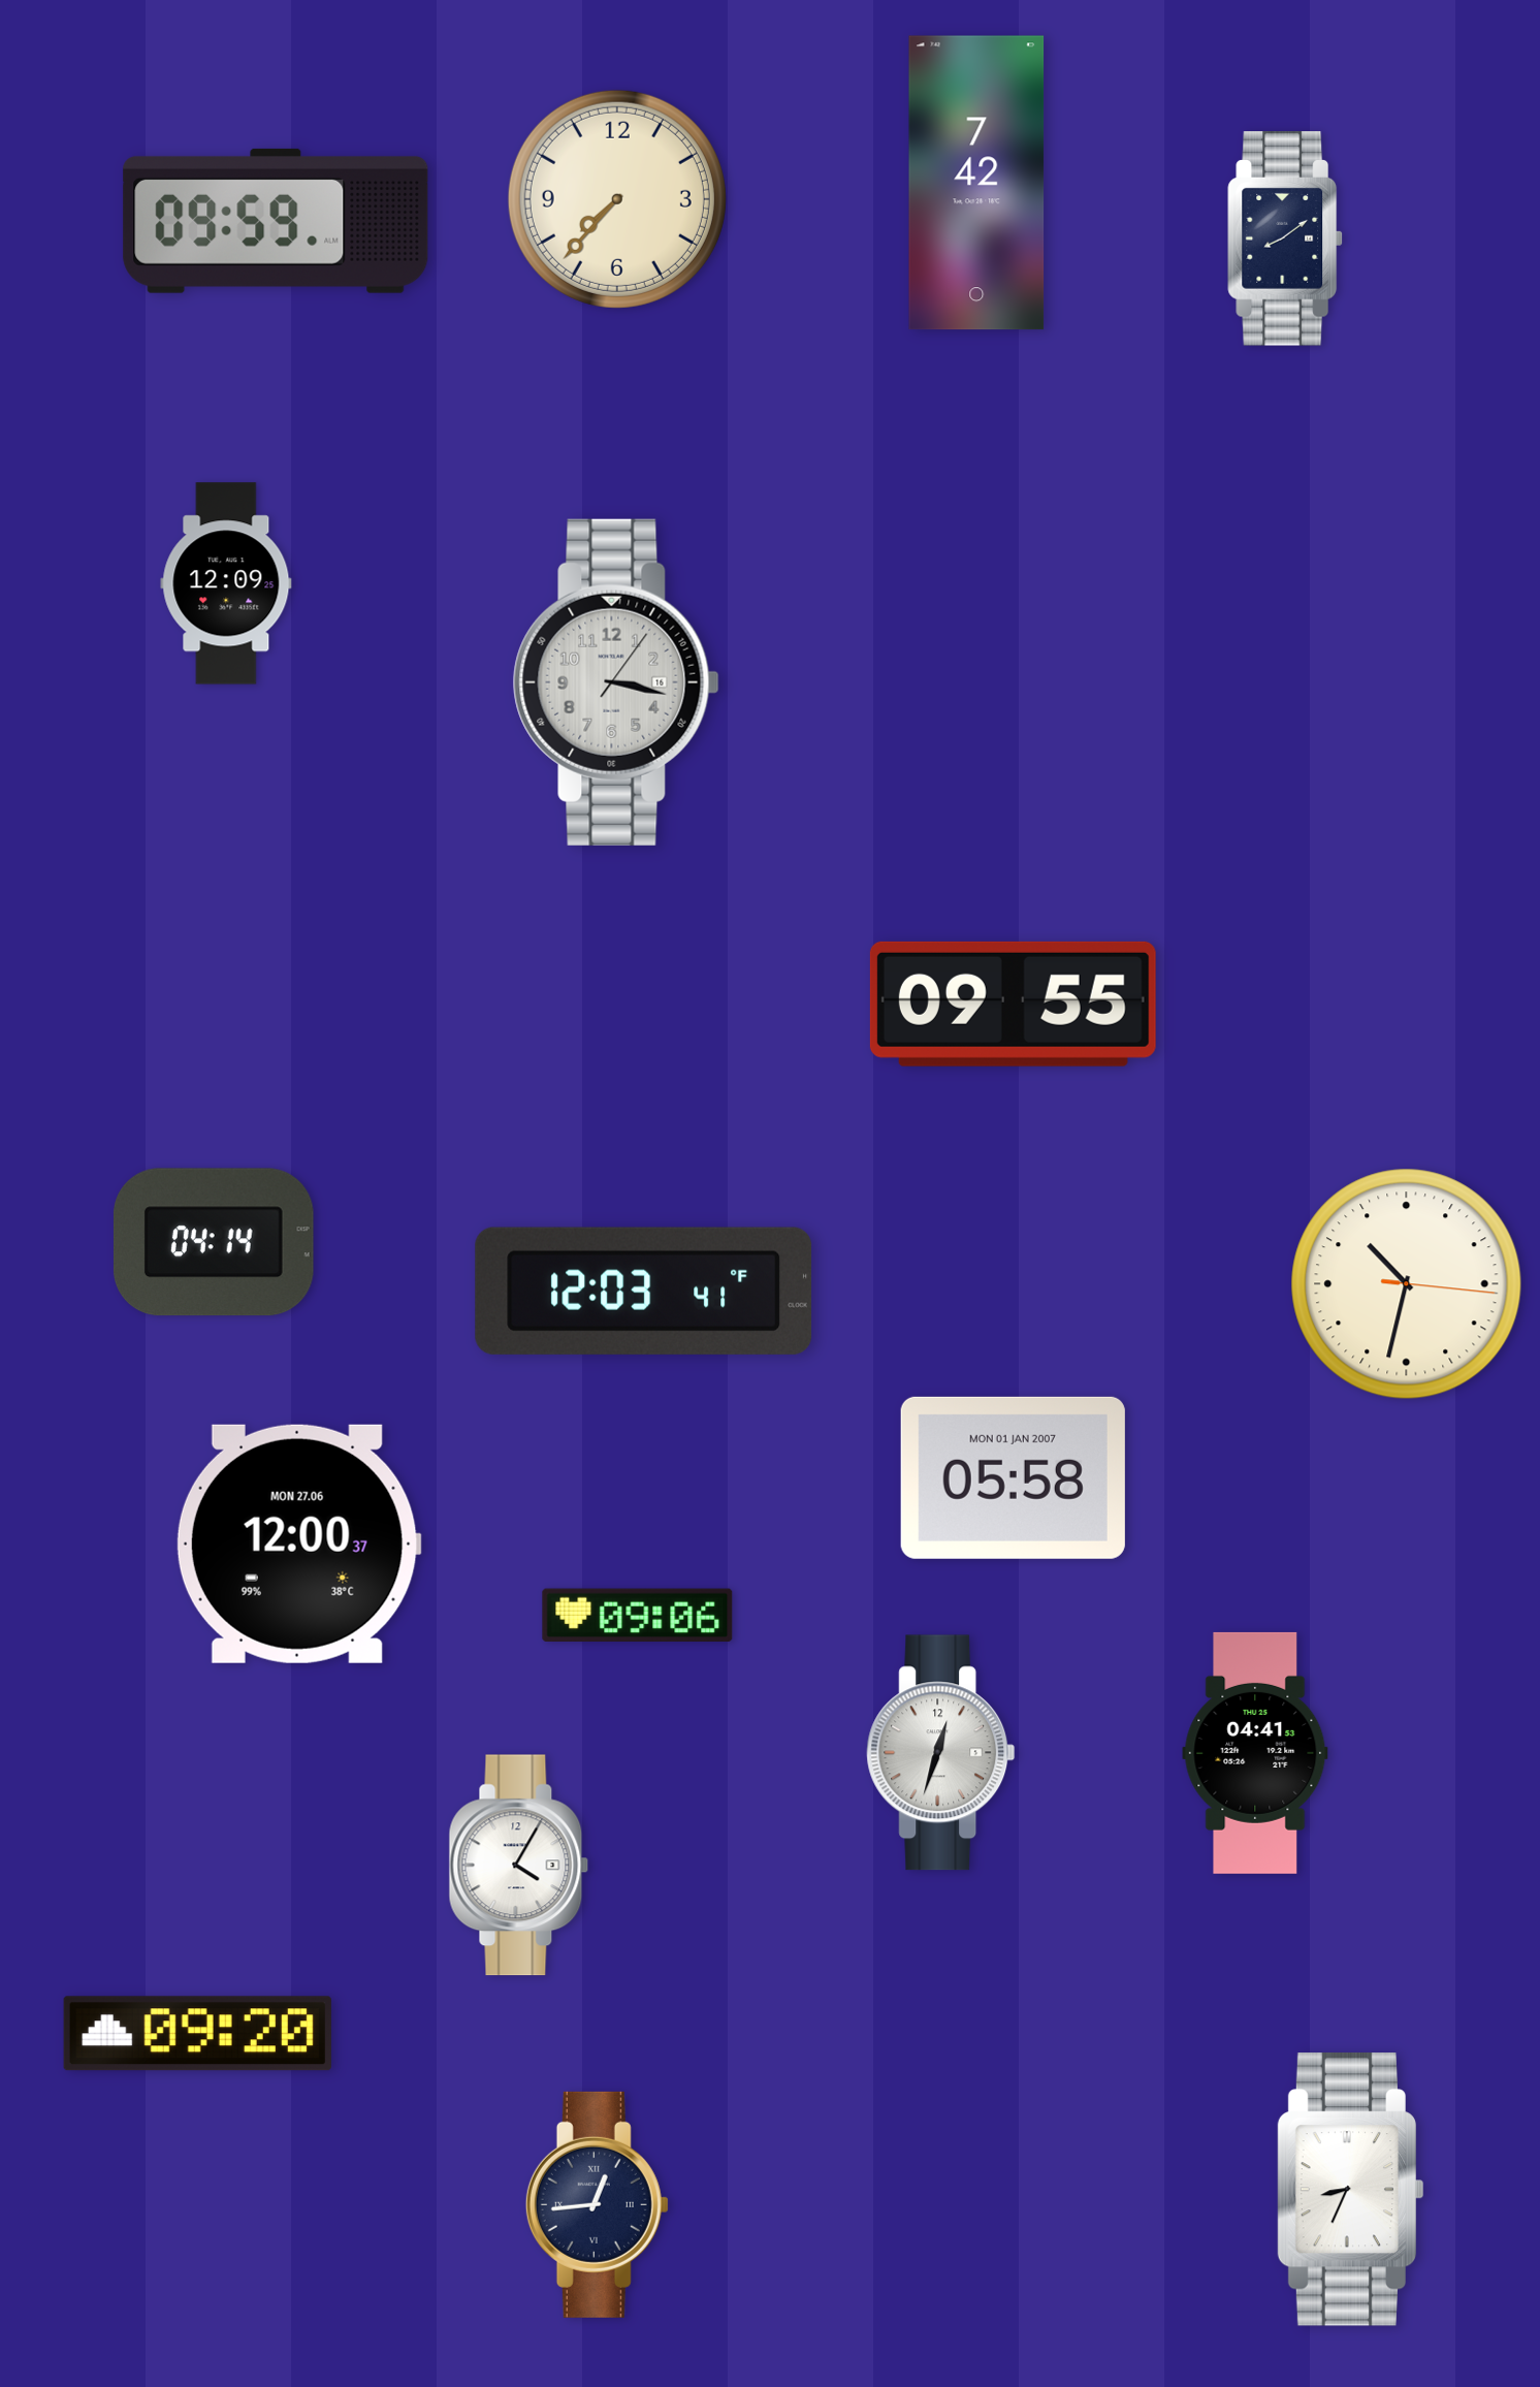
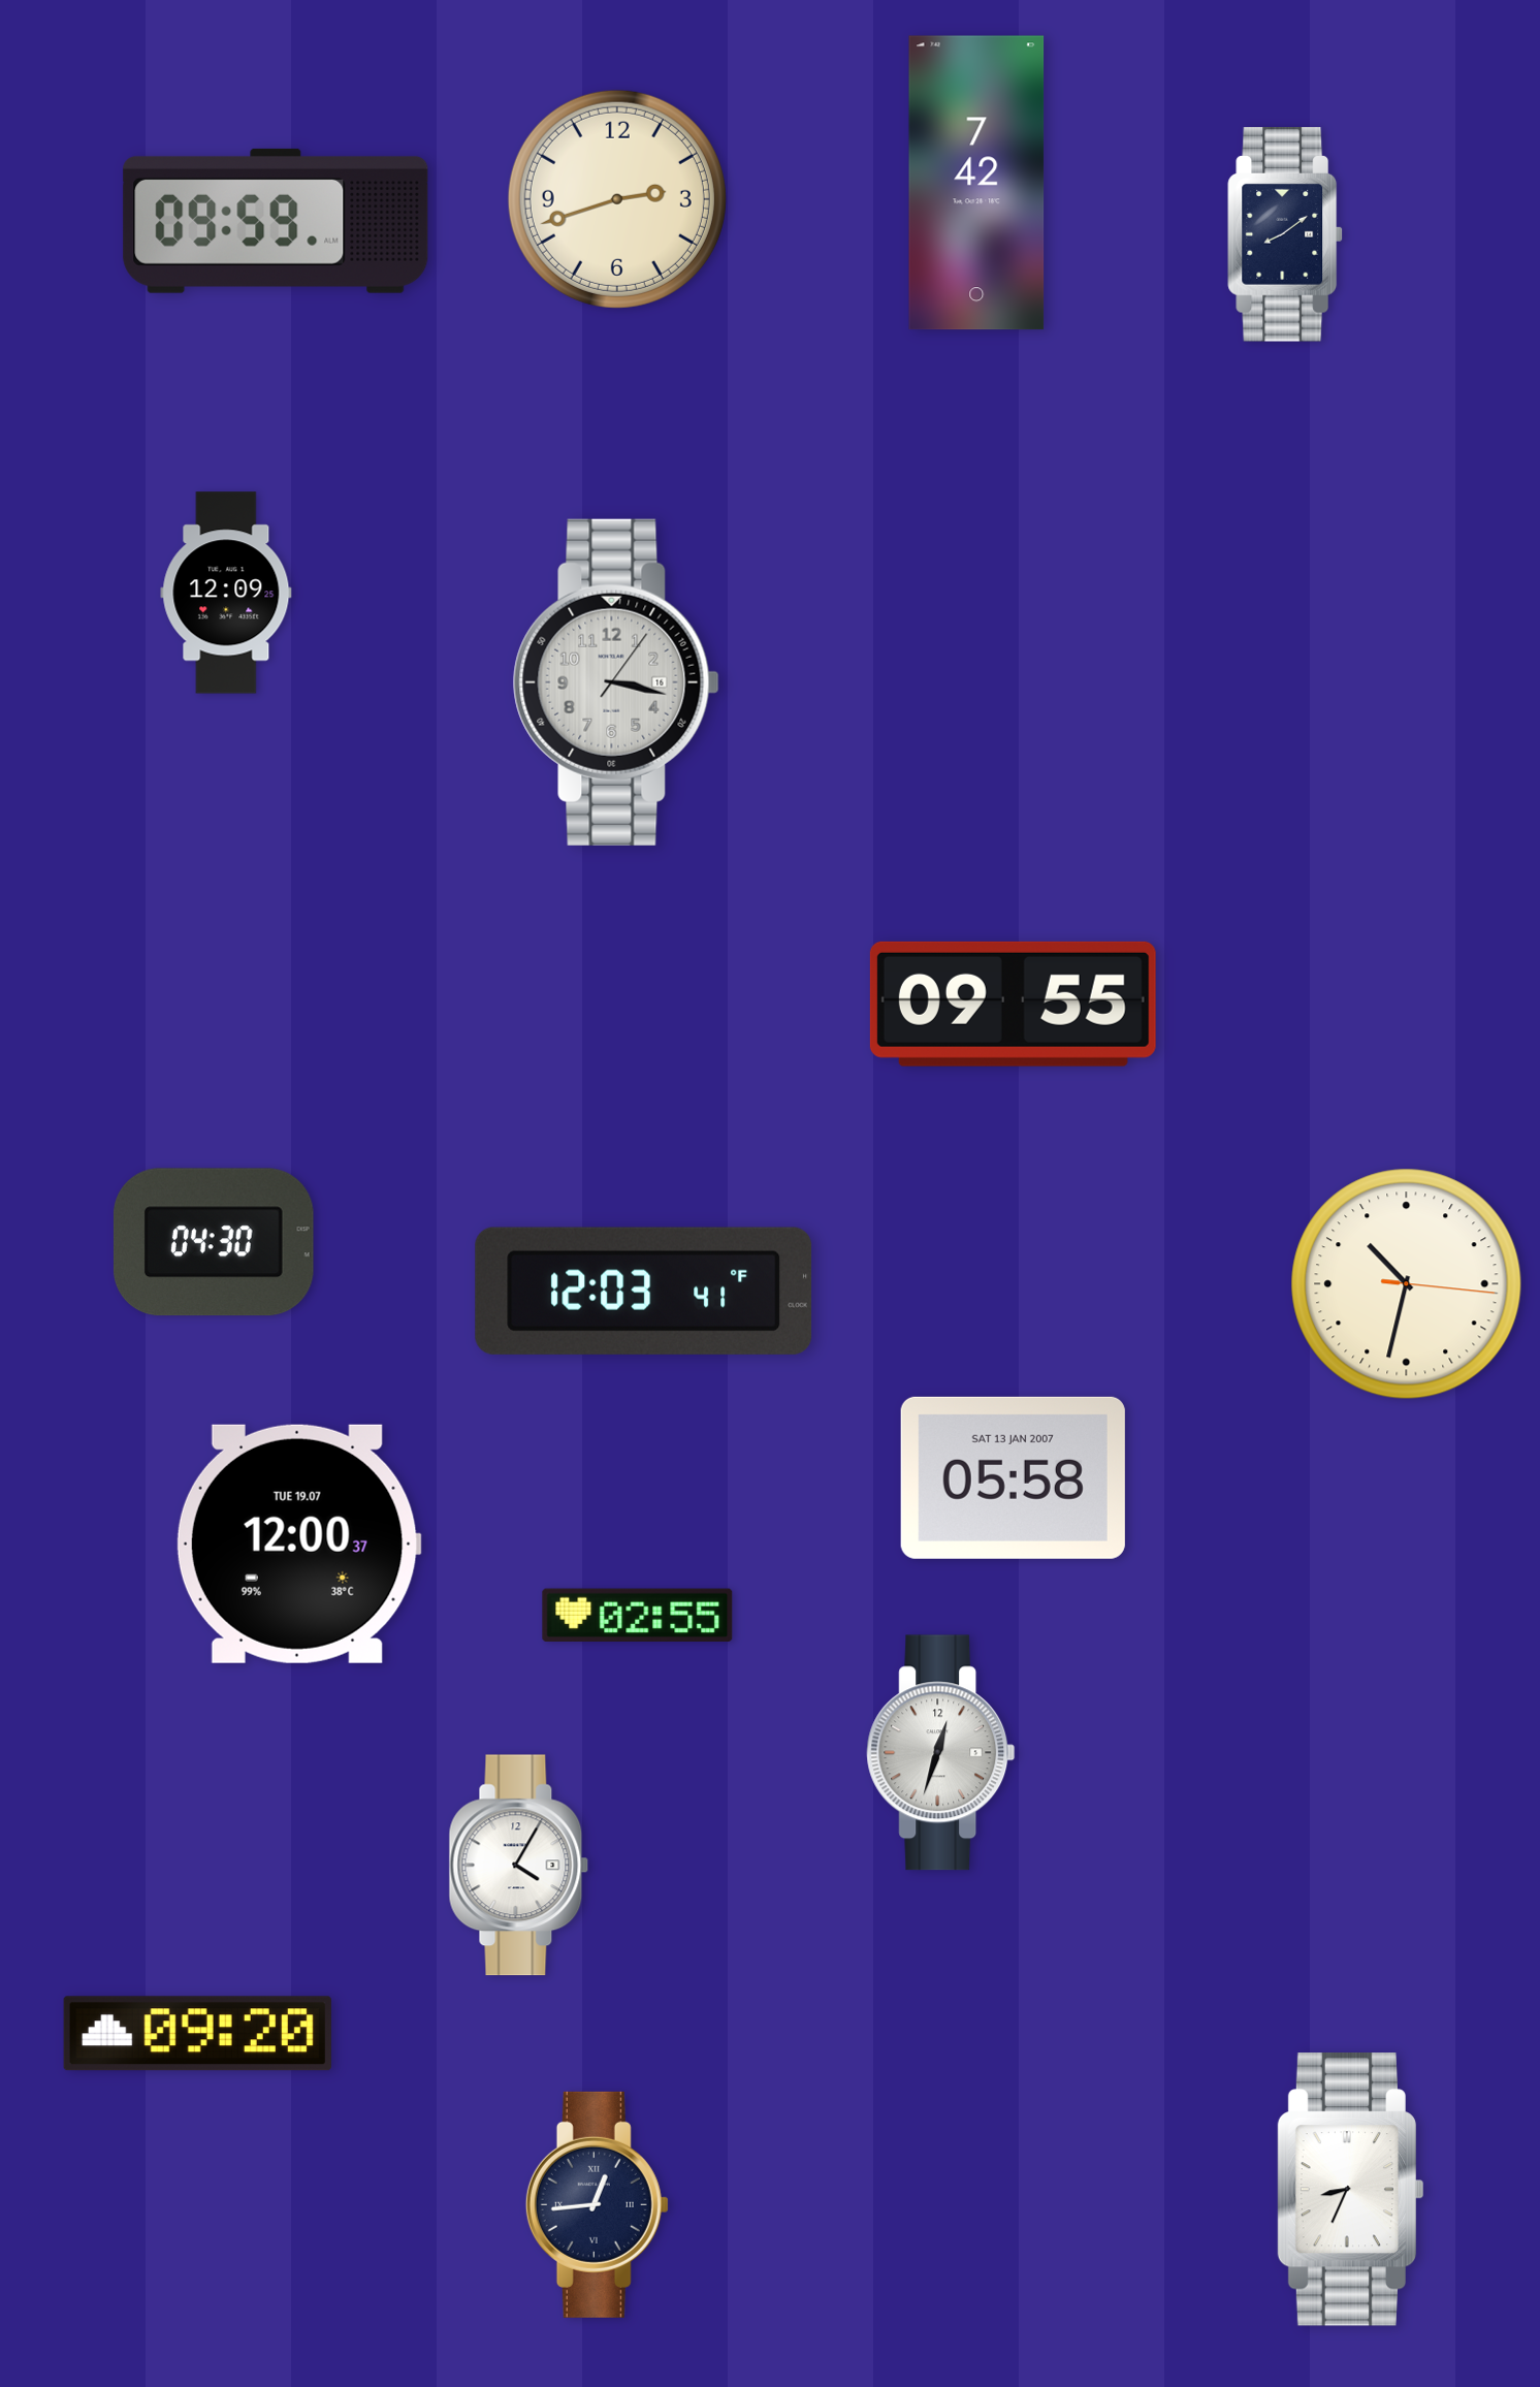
clock at (617, 199): 7:37 -> 2:42
clock at (1286, 238) position: (1286, 238) -> (1286, 234)
clock at (226, 583) position: (226, 583) -> (226, 593)
clock at (214, 1242): 04:14 -> 04:30
clock at (1013, 1477) date: MON 01 JAN 2007 -> SAT 13 JAN 2007
clock at (298, 1543) date: MON 27.06 -> TUE 19.07
clock at (638, 1616): 09:06 -> 02:55
clock at (1255, 1753): 04:41 -> none
